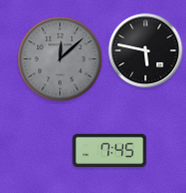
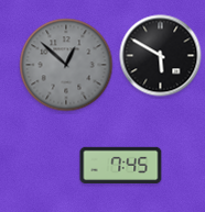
clock at (146, 51): 5:47 -> 5:50
clock at (60, 59): 12:08 -> 12:52
